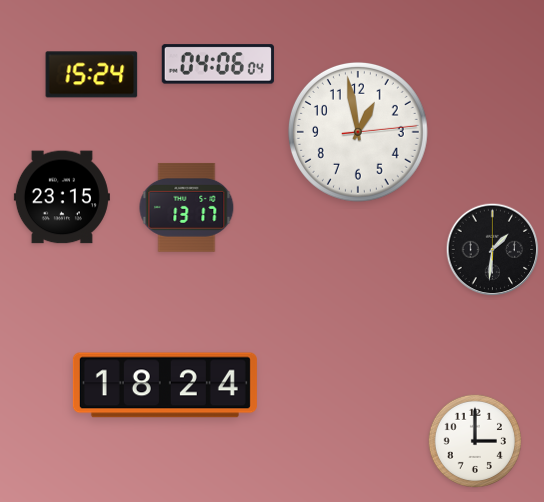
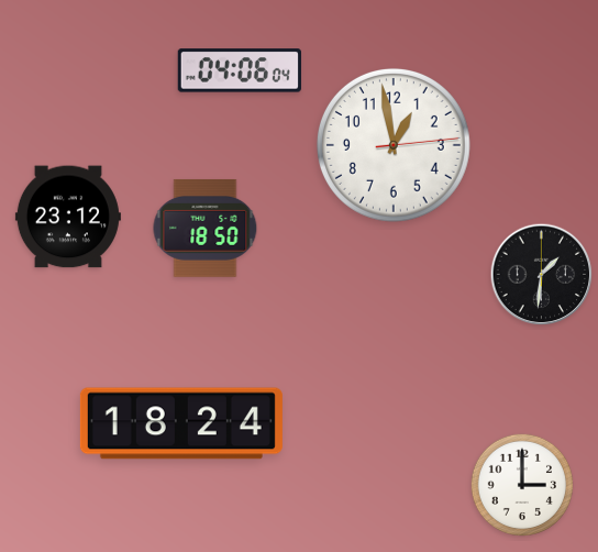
clock at (92, 75): 15:24 -> none
clock at (62, 197): 23:15 -> 23:12
clock at (187, 207): 13:17 -> 18:50
